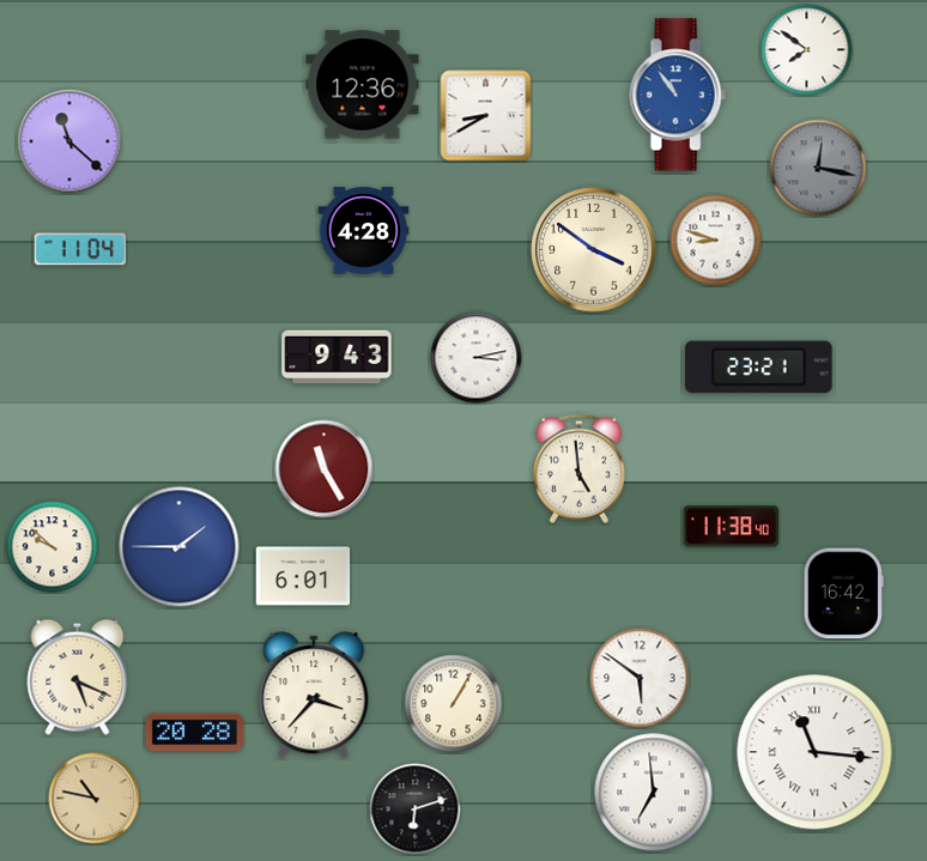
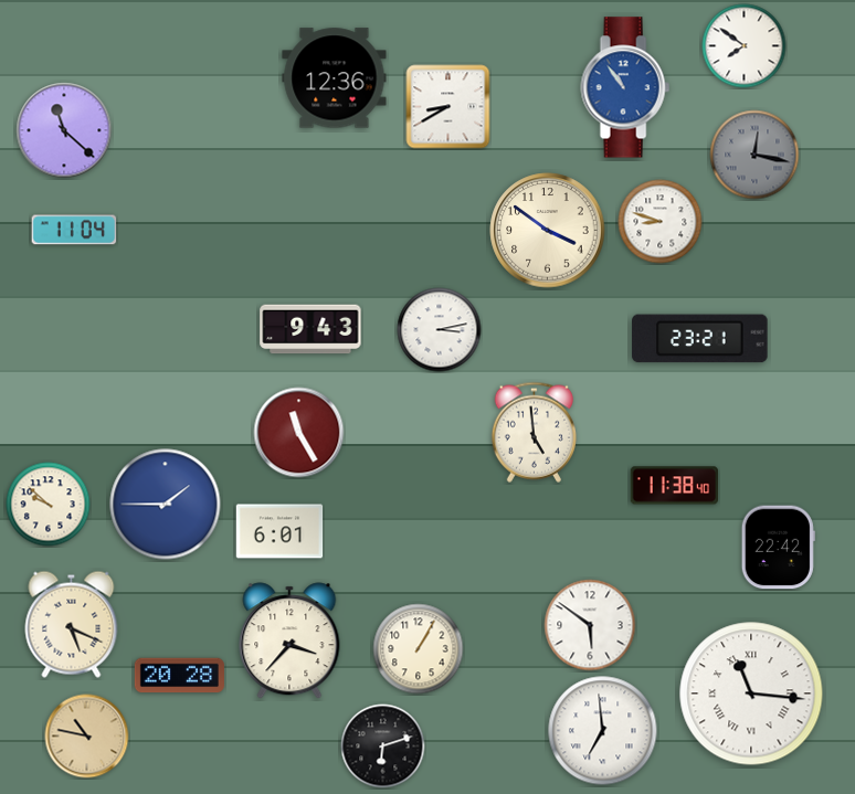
clock at (364, 231): 4:28 -> none
clock at (843, 594): 16:42 -> 22:42
